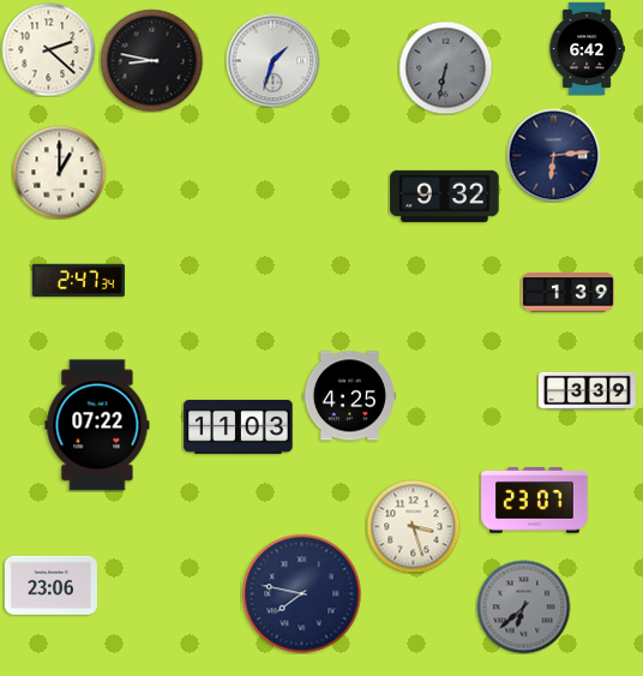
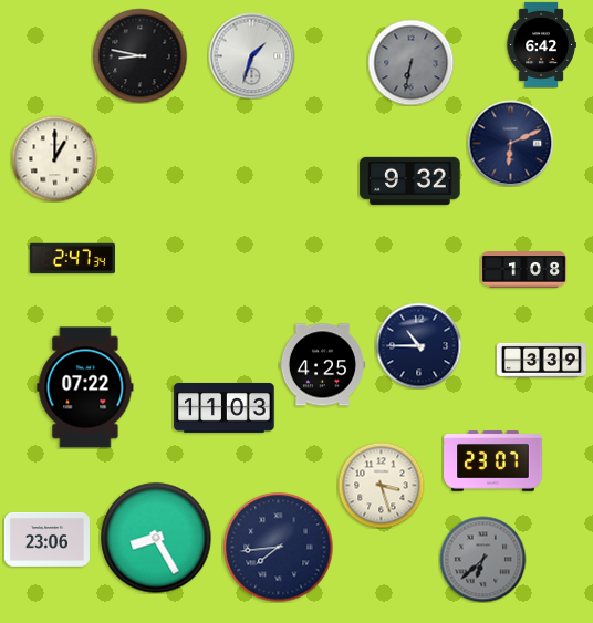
clock at (48, 49): 2:22 -> none
clock at (553, 155): 6:14 -> 6:11
clock at (567, 293): 1:39 -> 1:08
clock at (418, 345): none -> 10:45
clock at (97, 425) position: (97, 425) -> (85, 387)
clock at (239, 426) position: (239, 426) -> (225, 407)
clock at (156, 538): none -> 8:25
clock at (302, 594): 7:47 -> 7:44
